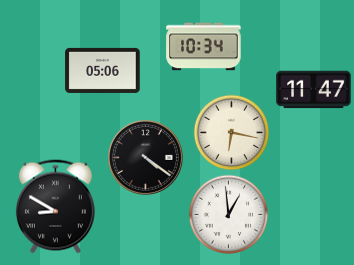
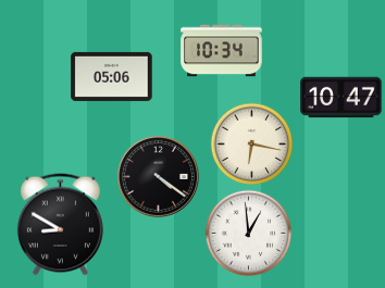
clock at (314, 90): 11:47 -> 10:47
clock at (145, 157) position: (145, 157) -> (158, 176)
